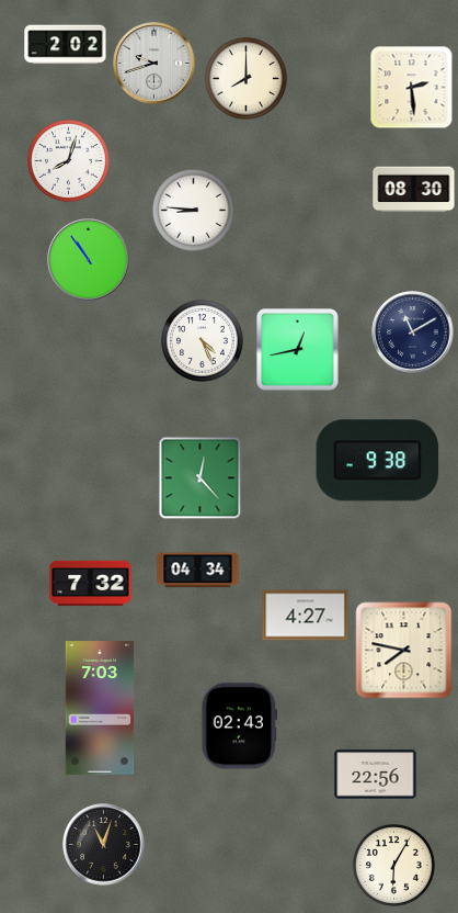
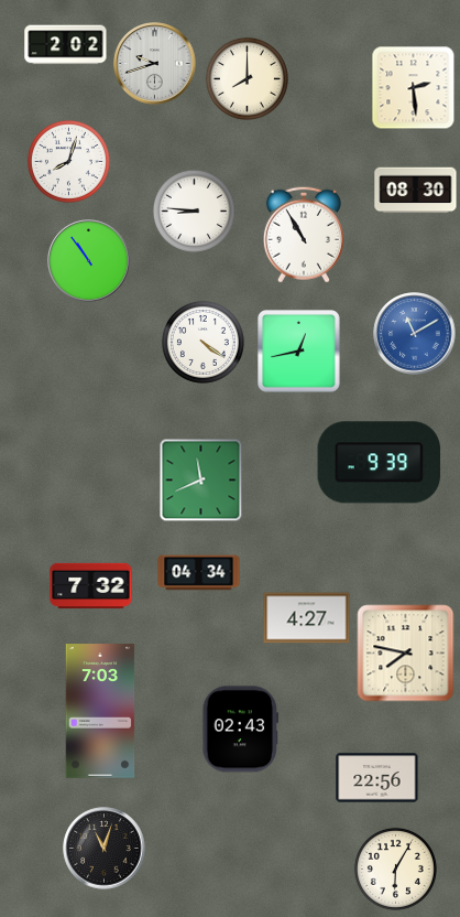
clock at (304, 235): none -> 10:55
clock at (413, 332) dial: navy -> blue
clock at (202, 340): 4:26 -> 4:21
clock at (378, 461): 9:38 -> 9:39
clock at (201, 478): 12:23 -> 11:41
